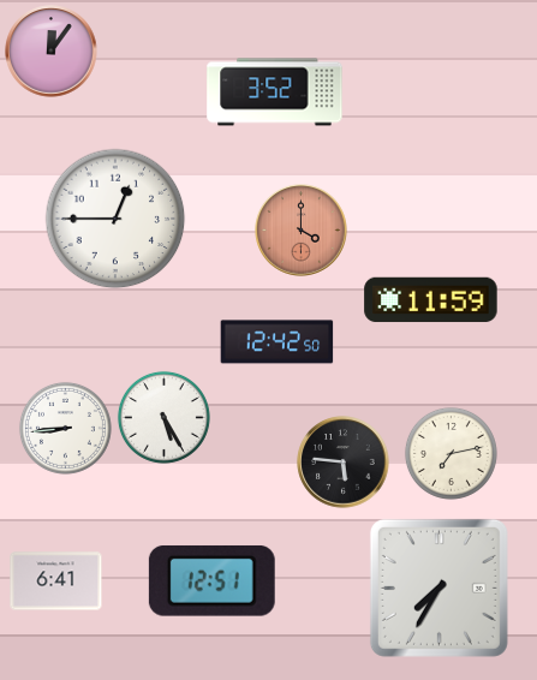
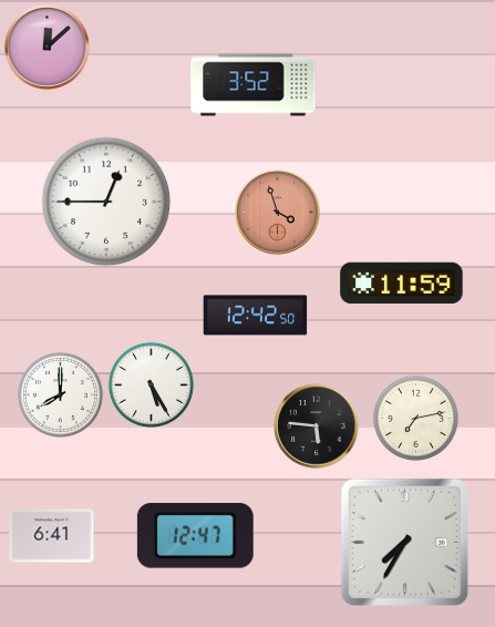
clock at (52, 52): 12:06 -> 12:08
clock at (302, 231): 4:00 -> 3:57
clock at (431, 300) position: (431, 300) -> (402, 284)
clock at (65, 428): 8:44 -> 8:00
clock at (211, 581): 12:51 -> 12:47
